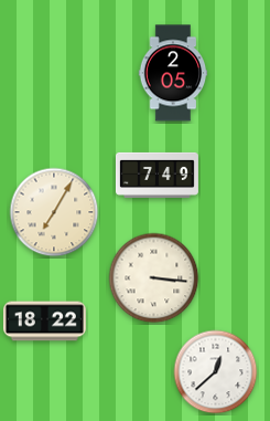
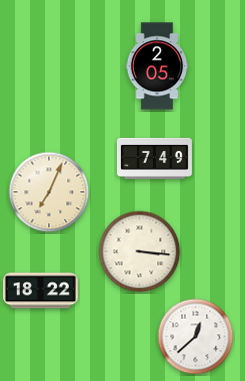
clock at (156, 175) position: (156, 175) -> (154, 158)
clock at (54, 212): 7:05 -> 7:04
